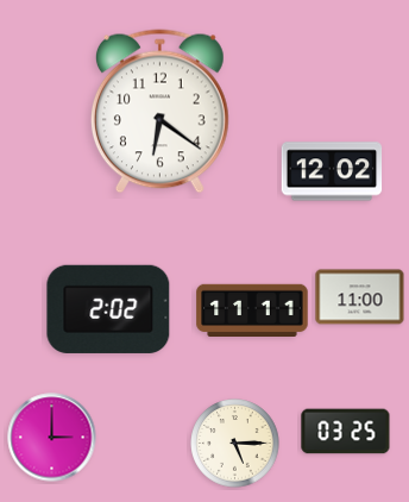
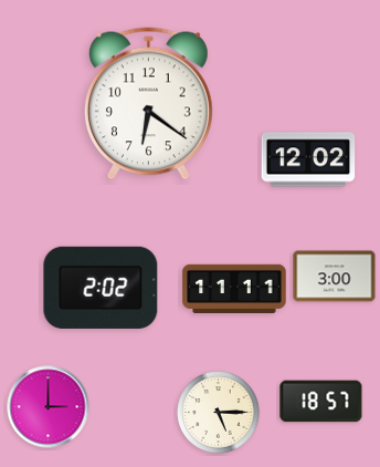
clock at (360, 297): 11:00 -> 3:00
clock at (346, 432): 03:25 -> 18:57
